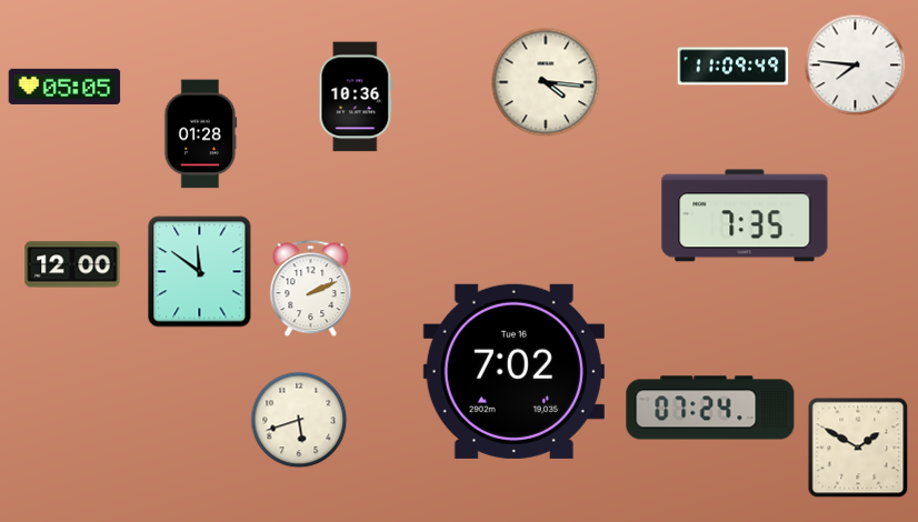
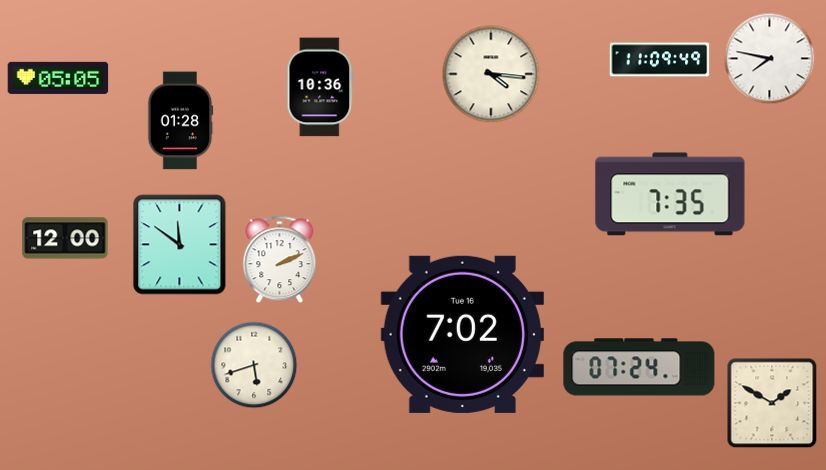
clock at (856, 66): 7:46 -> 7:47
clock at (299, 420) position: (299, 420) -> (254, 365)
